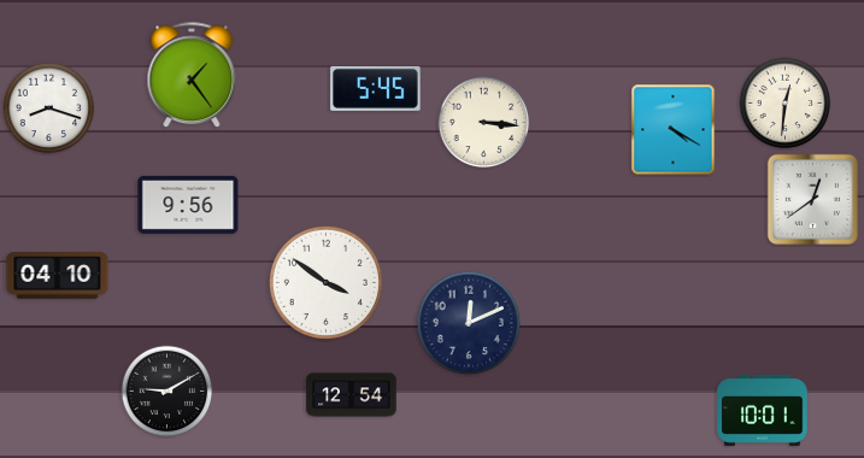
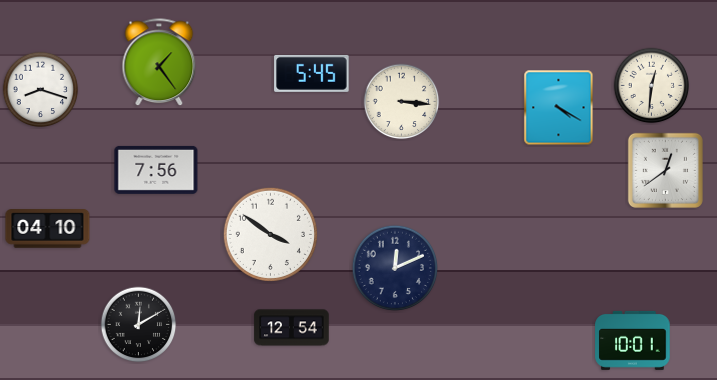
clock at (812, 199) position: (812, 199) -> (665, 170)
clock at (188, 205): 9:56 -> 7:56
clock at (468, 322) position: (468, 322) -> (394, 267)
clock at (167, 392): 9:10 -> 12:10
